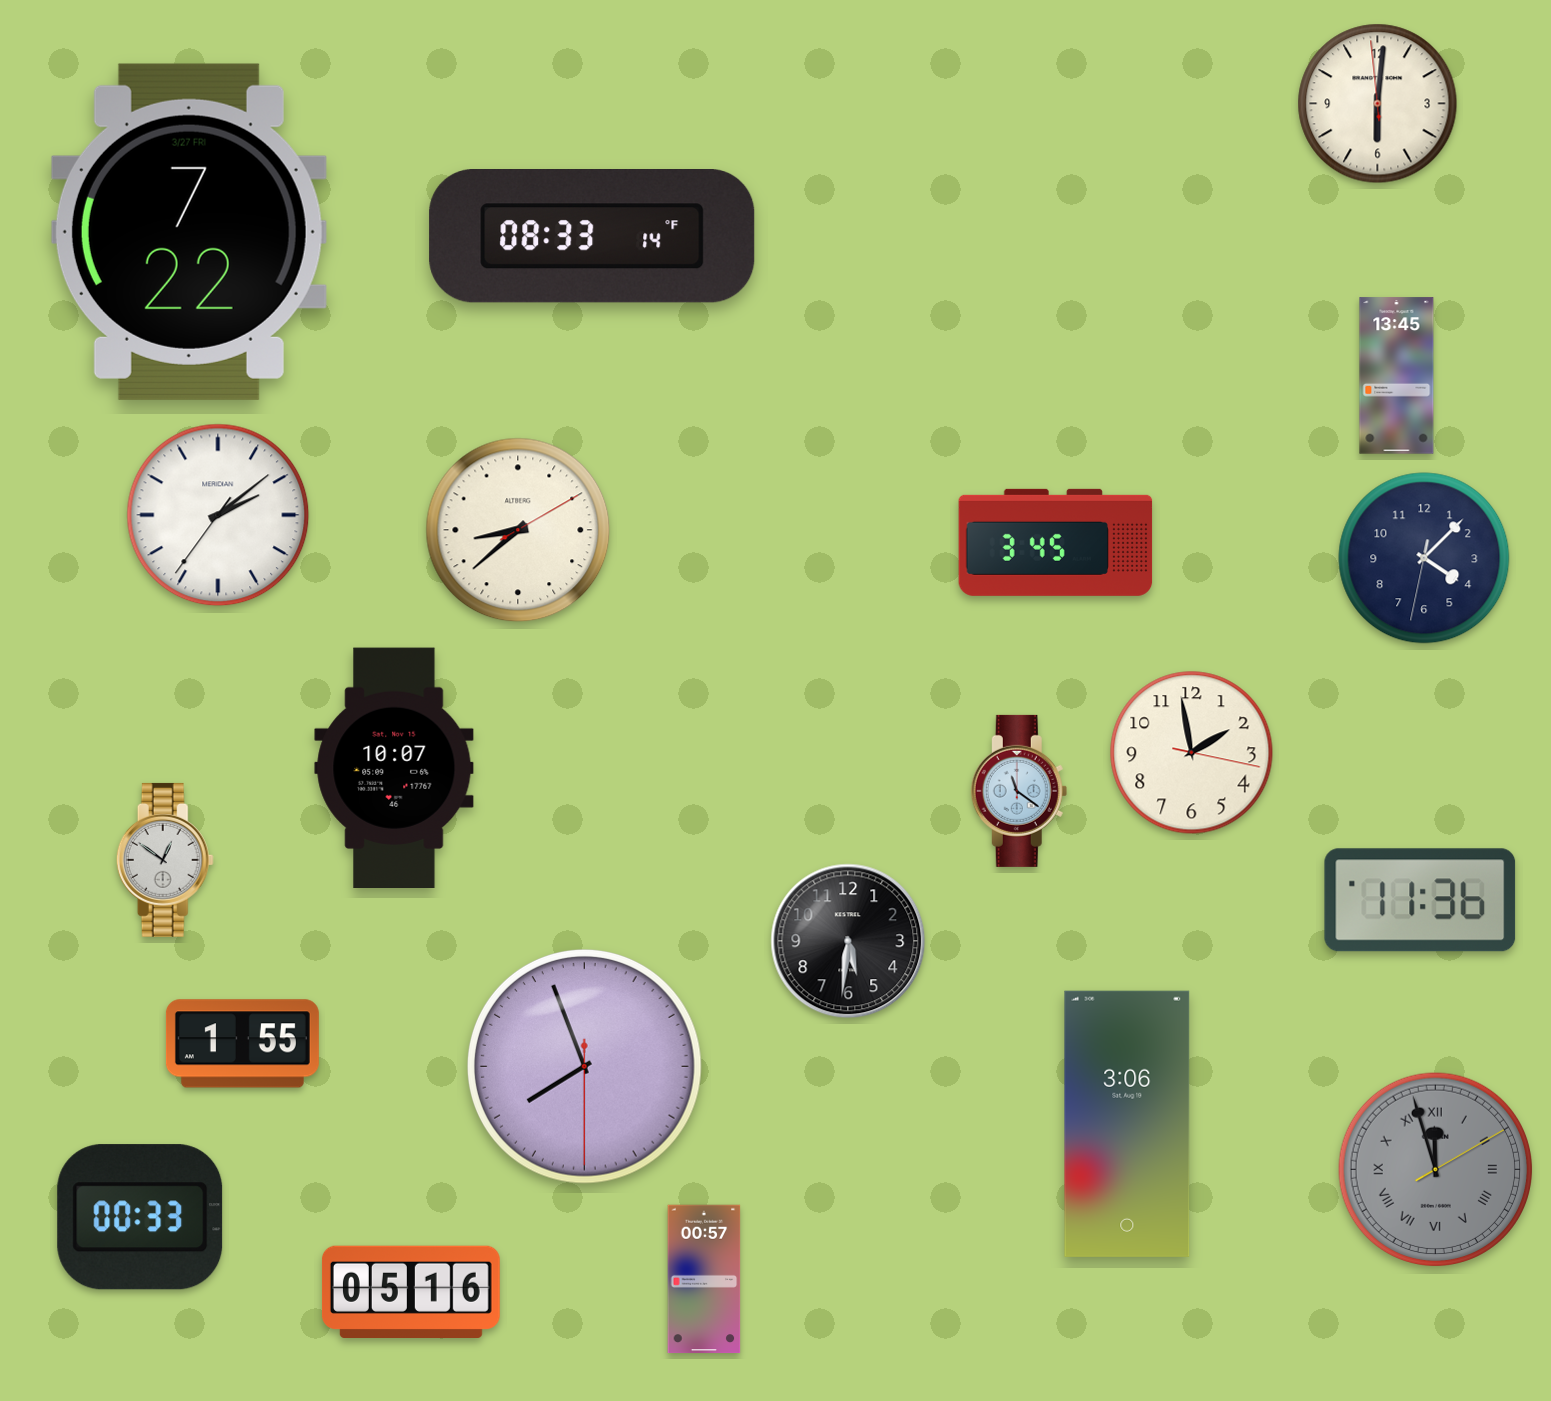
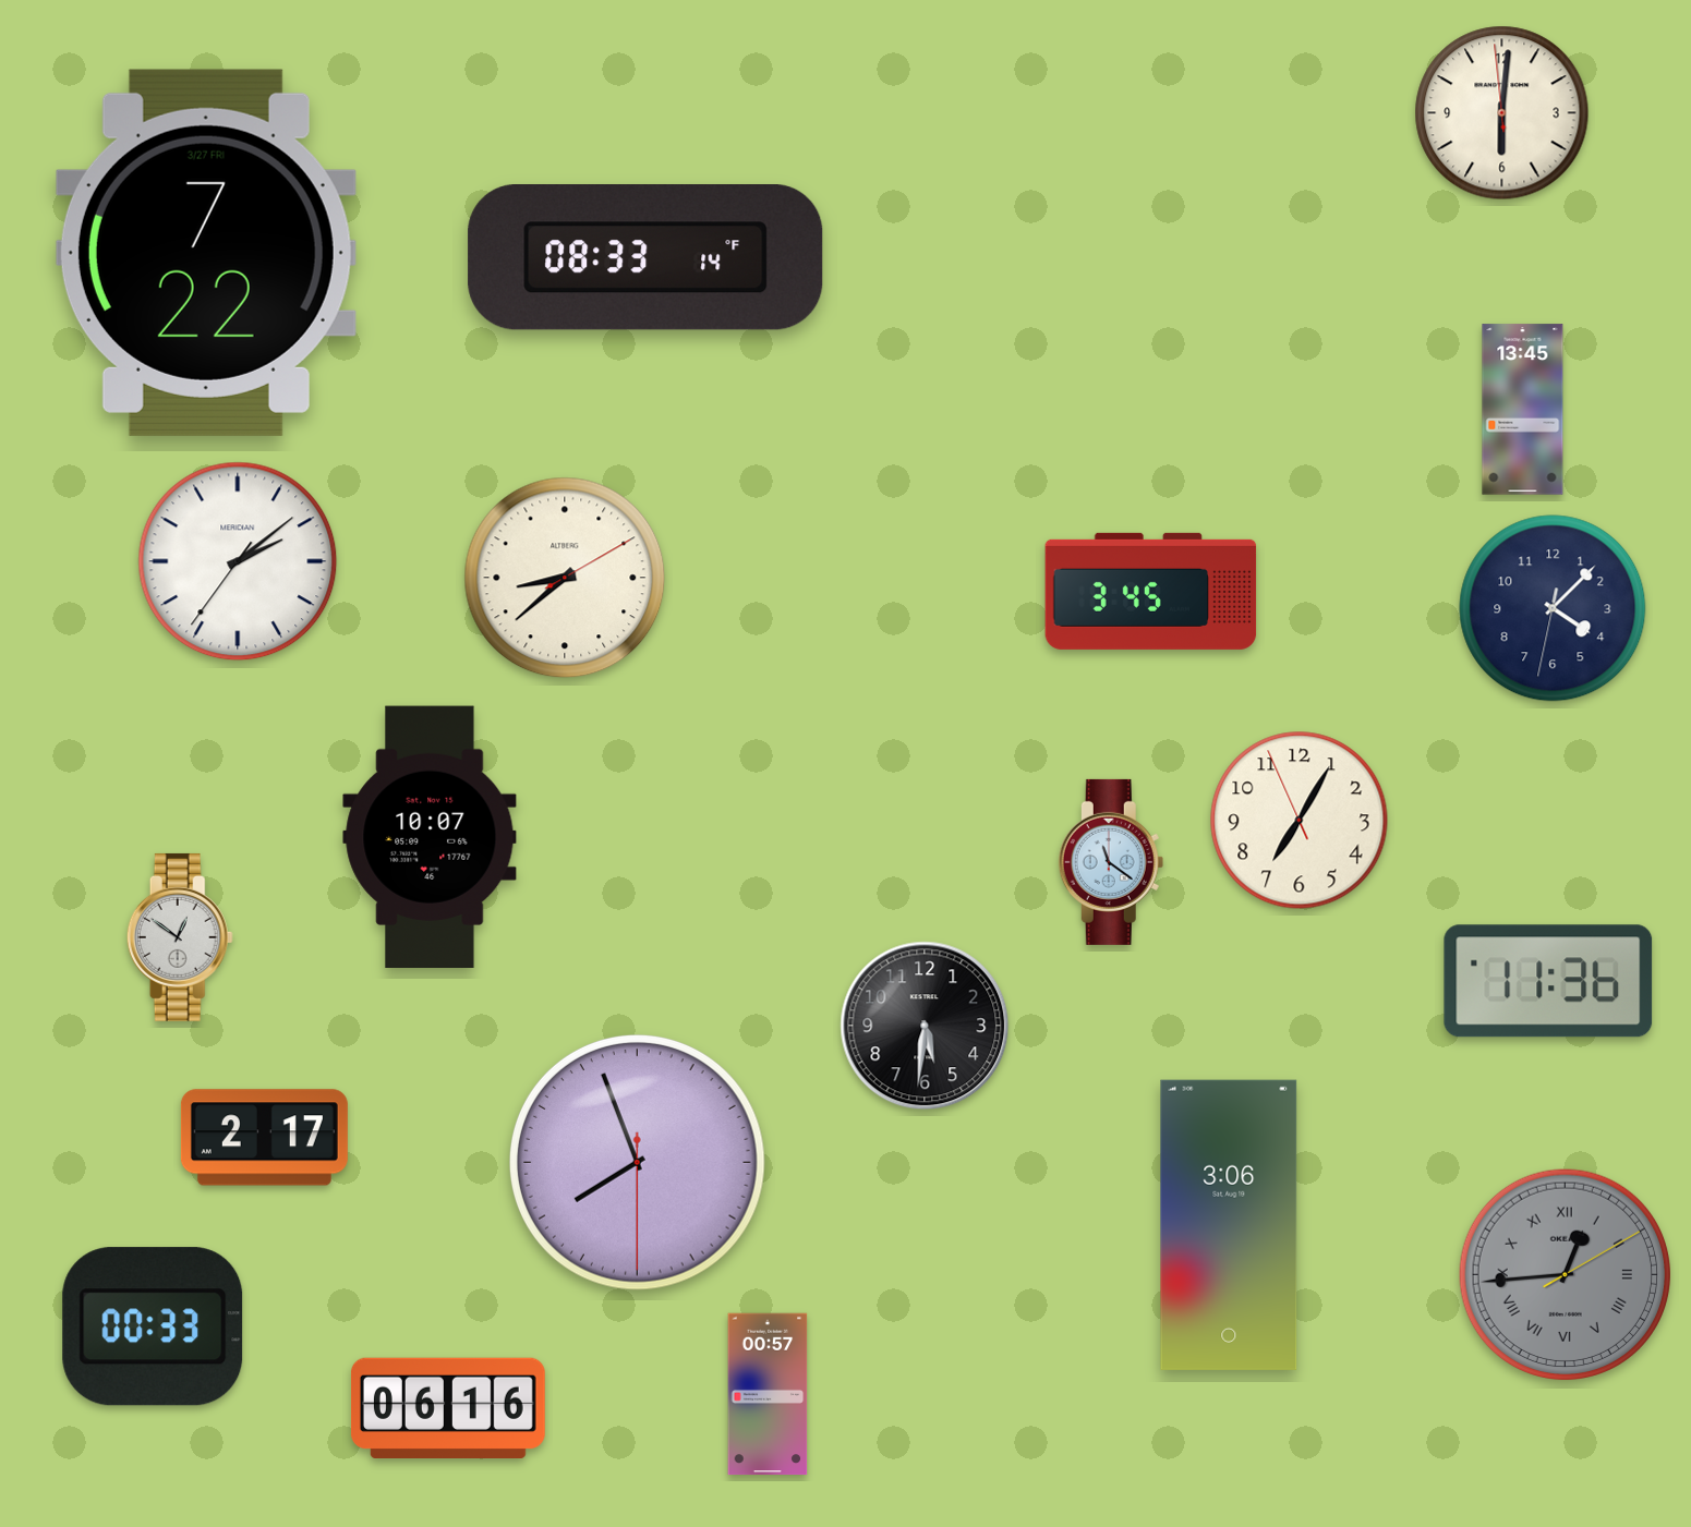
clock at (1192, 753): 1:58 -> 7:04
clock at (242, 1044): 1:55 -> 2:17
clock at (1436, 1170): 11:57 -> 12:44
clock at (411, 1291): 05:16 -> 06:16
